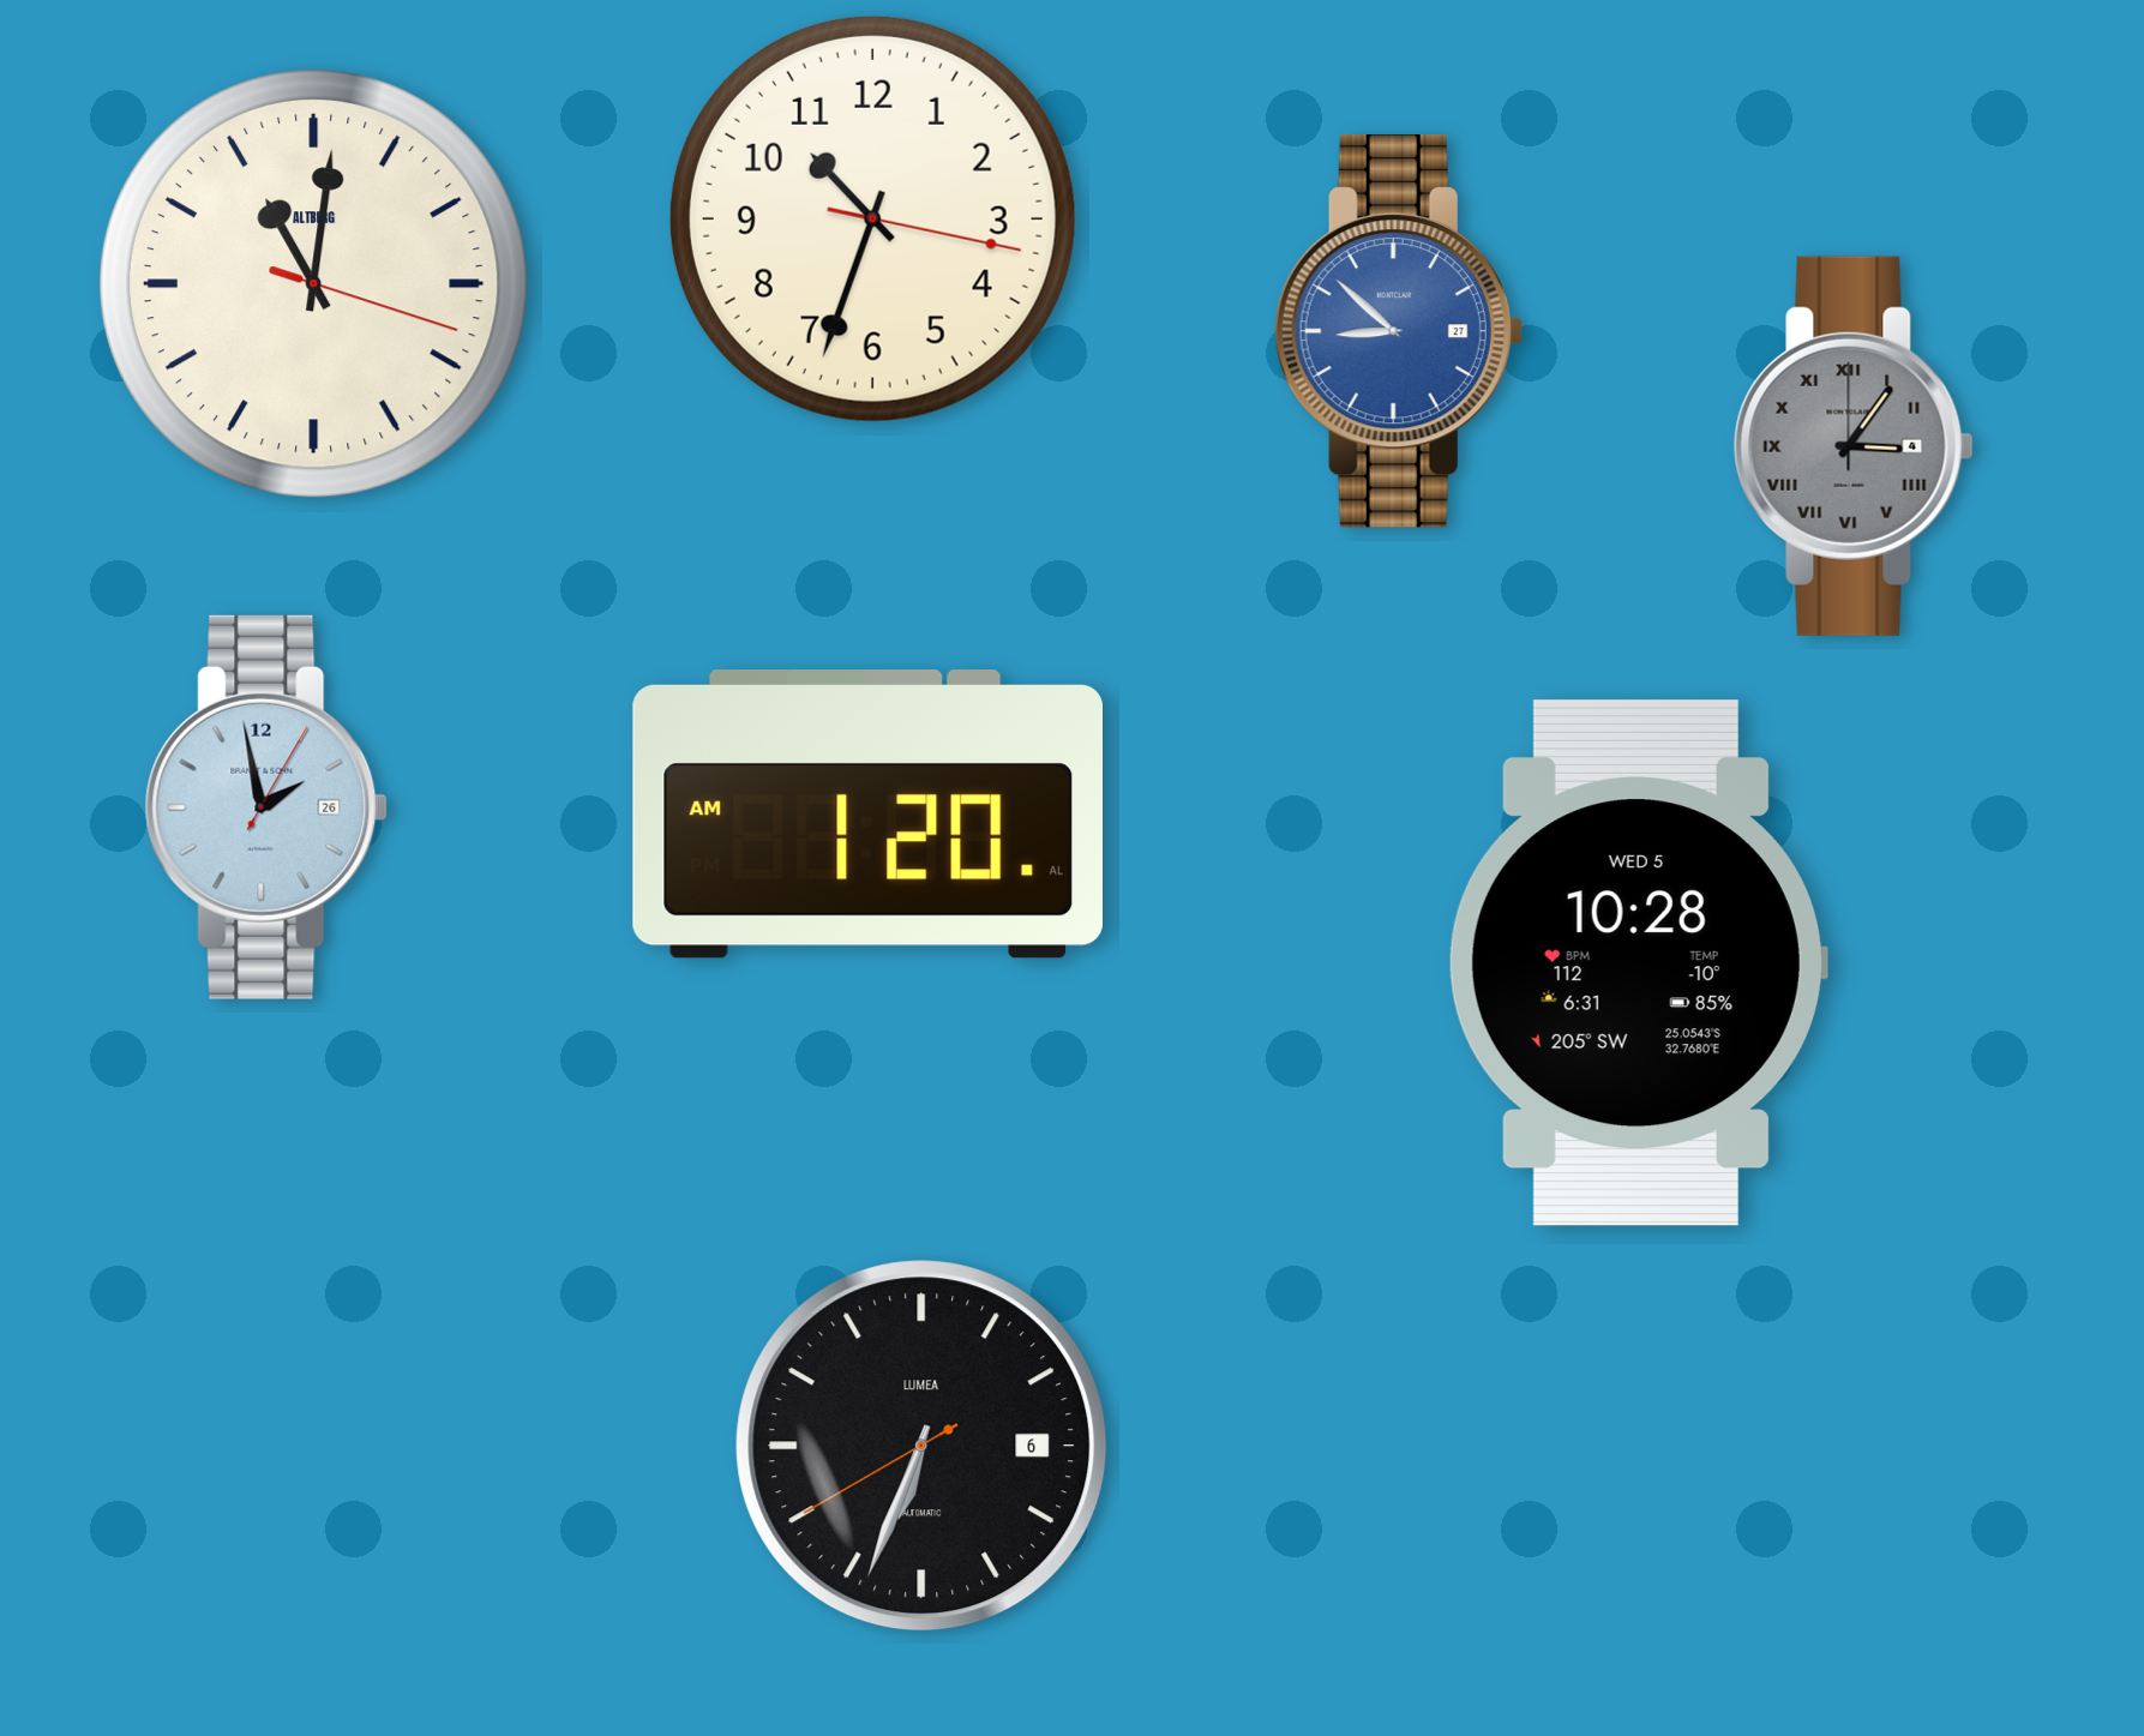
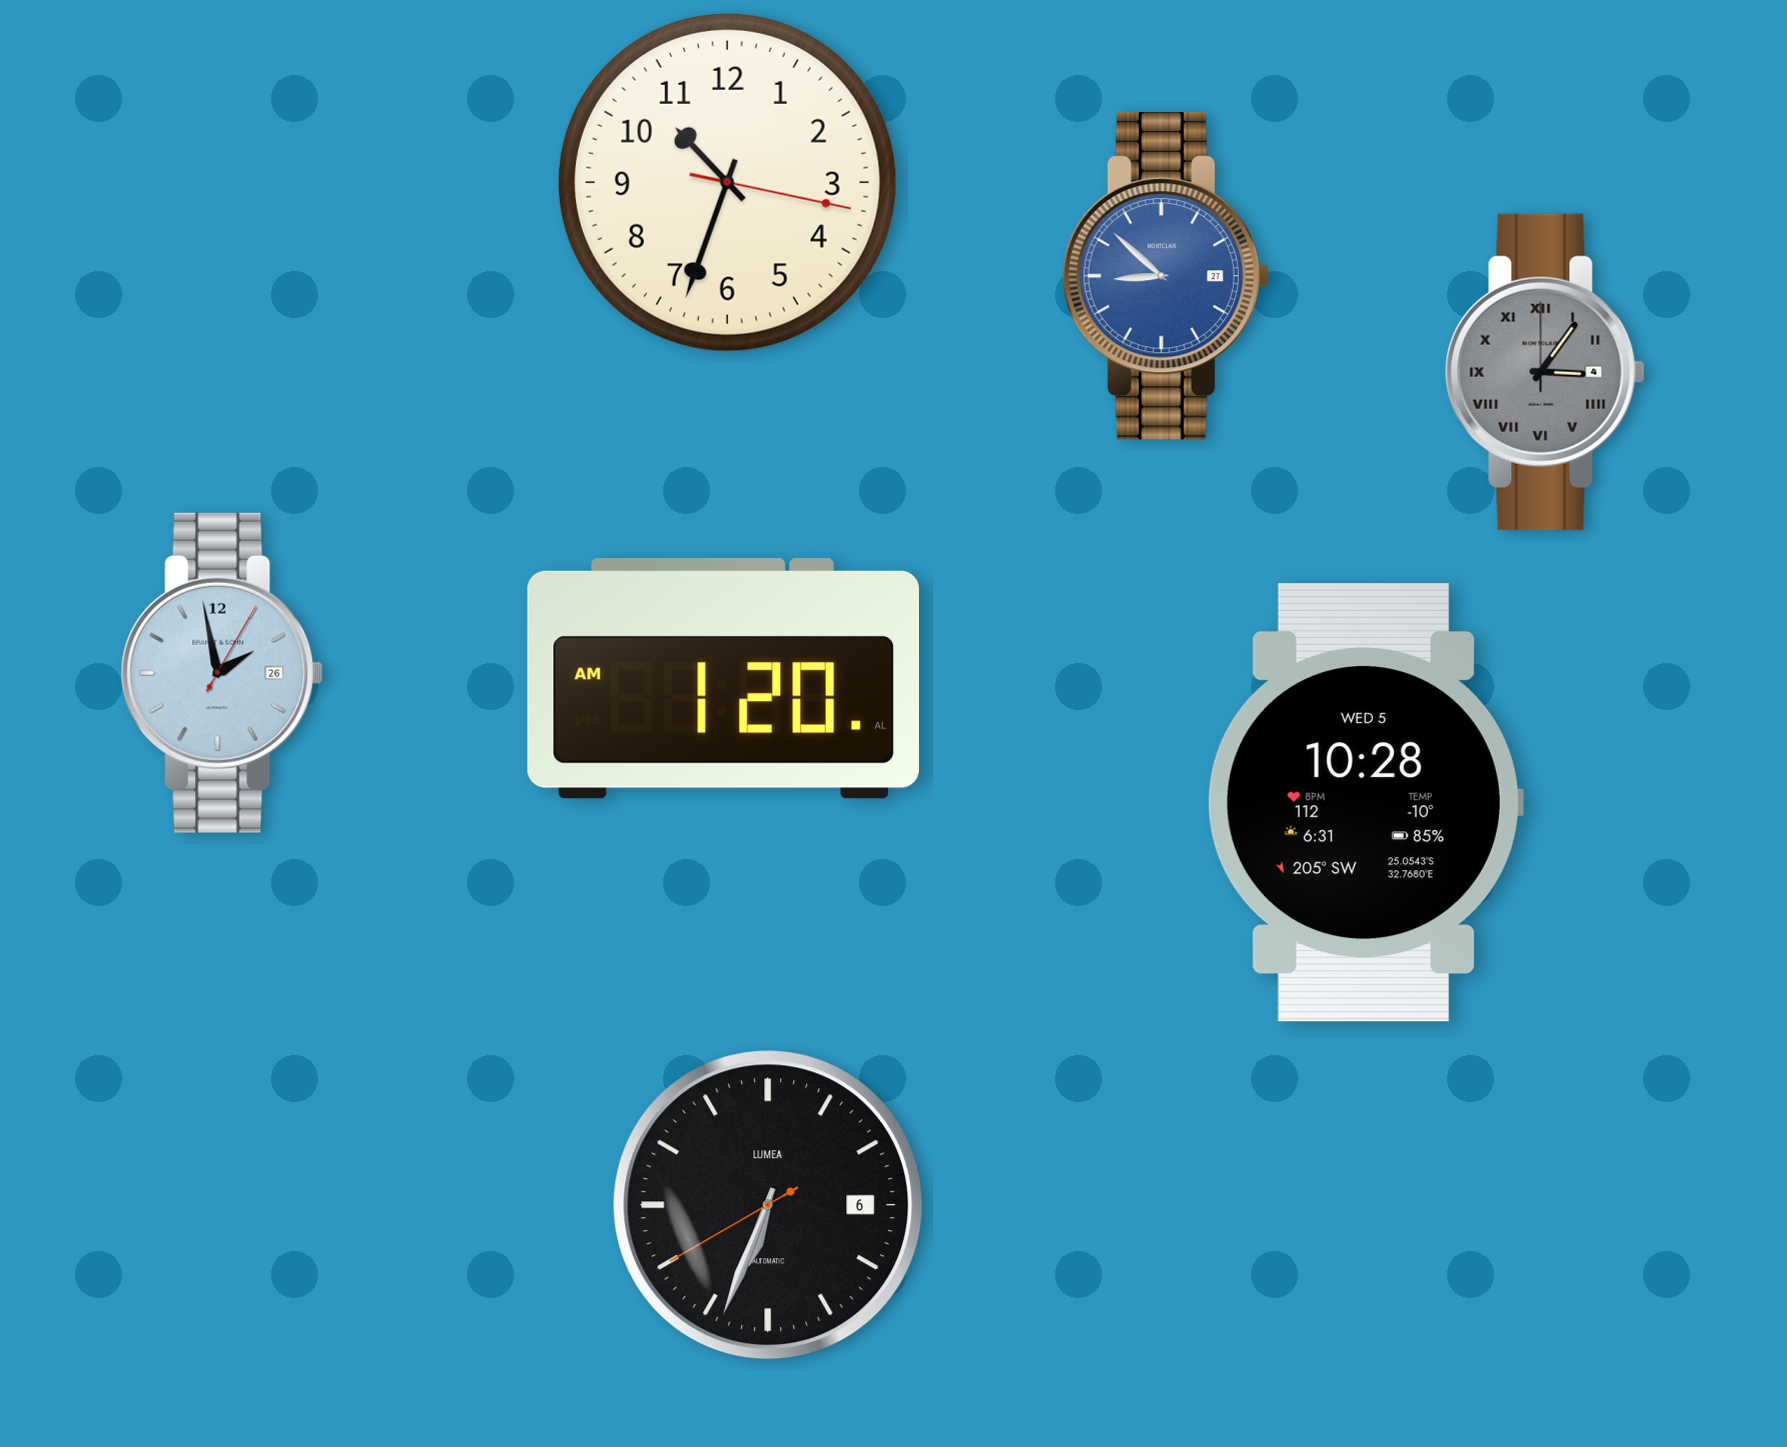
clock at (313, 283): 11:01 -> none
